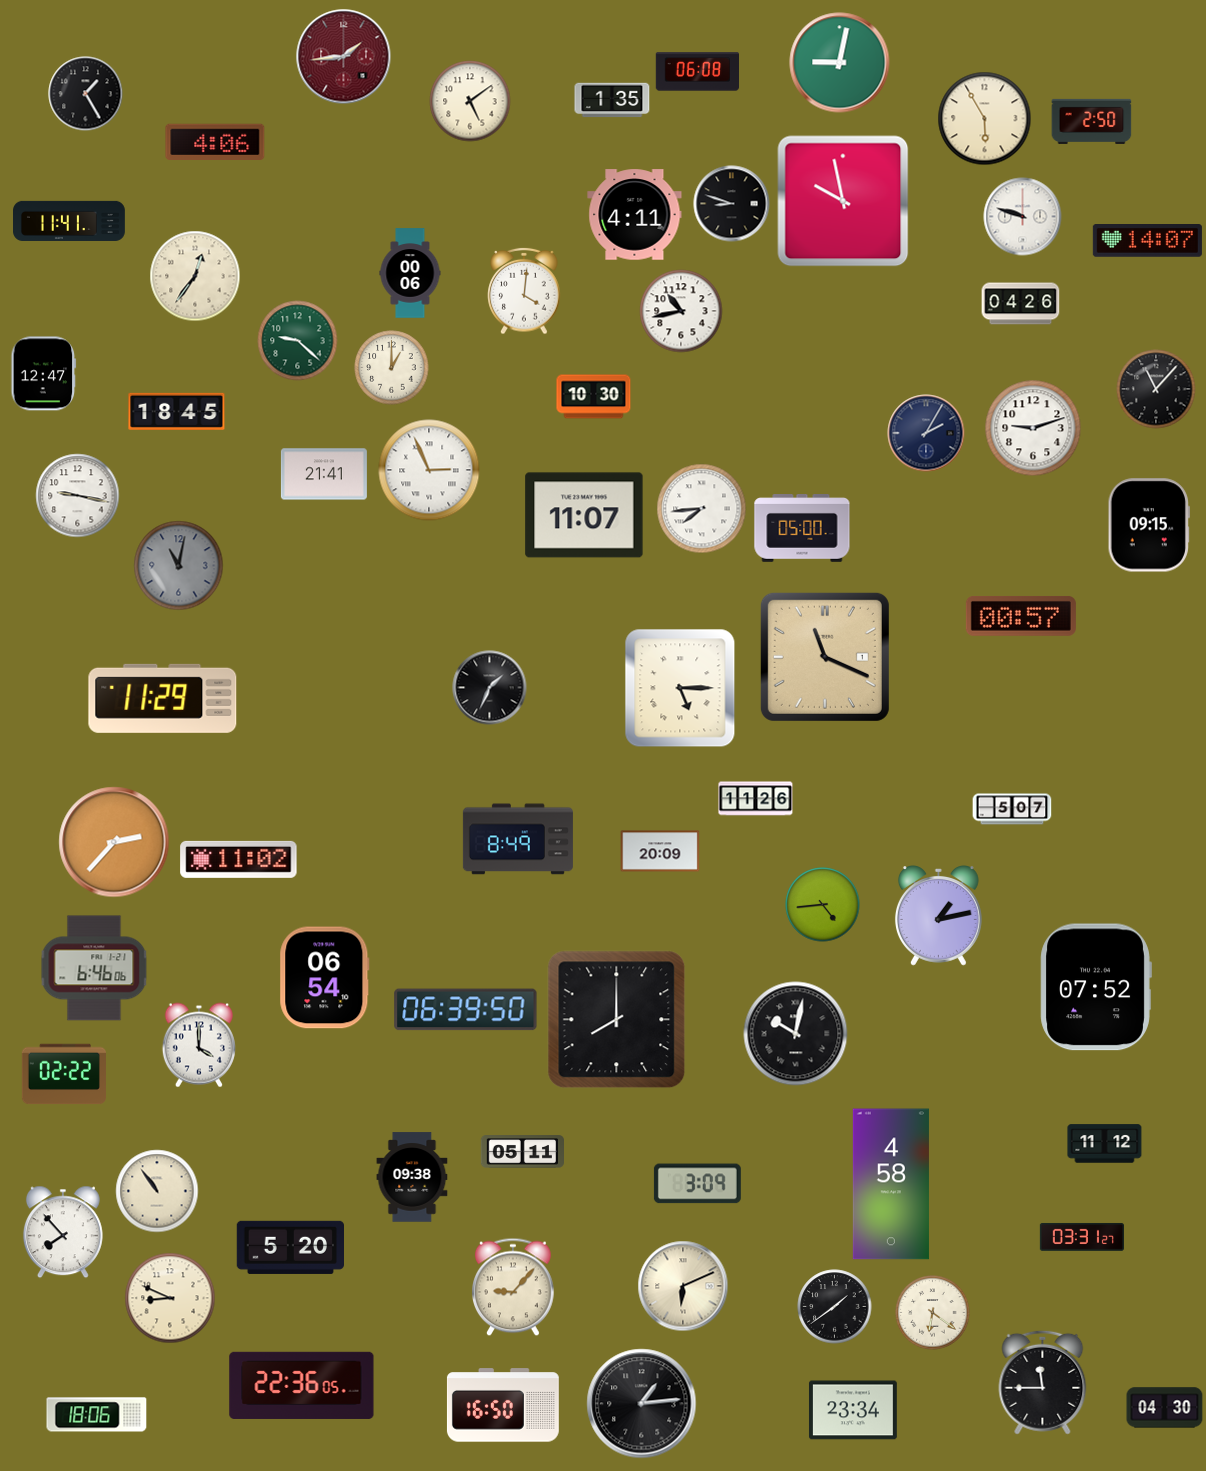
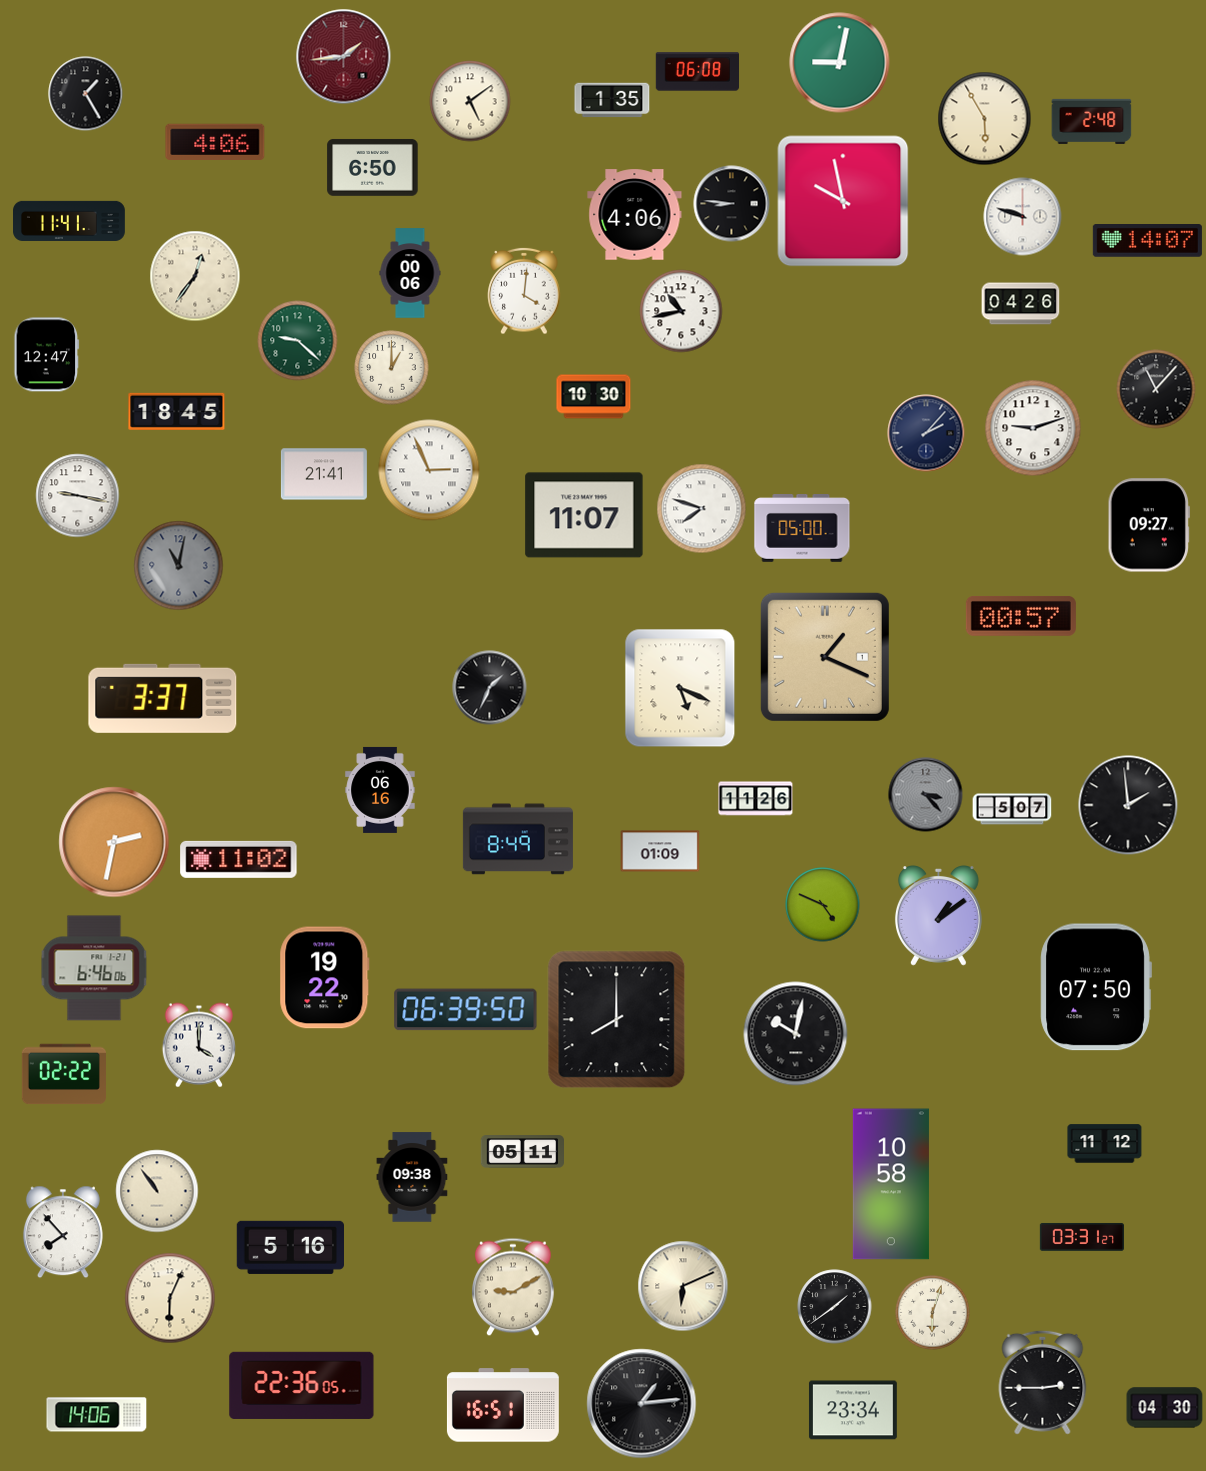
clock at (1092, 121): 2:50 -> 2:48
clock at (373, 167): none -> 6:50
clock at (732, 204): 8:48 -> 8:46
clock at (635, 215): 4:11 -> 4:06
clock at (44, 374) position: (44, 374) -> (47, 355)
clock at (926, 433): 2:05 -> 2:07
clock at (702, 509): 7:44 -> 7:48
clock at (1149, 525): 09:15 -> 09:27
clock at (825, 657): 11:19 -> 1:19
clock at (680, 688): 5:15 -> 5:19
clock at (163, 698): 11:29 -> 3:37
clock at (380, 790): none -> 06:16
clock at (926, 795): none -> 3:23
clock at (1128, 805): none -> 1:59
clock at (114, 842): 2:37 -> 2:32
clock at (660, 851): 20:09 -> 01:09
clock at (823, 905): 4:44 -> 4:49
clock at (938, 916): 1:13 -> 1:09
clock at (325, 978): 06:54 -> 19:22
clock at (1096, 987): 07:52 -> 07:50
clock at (697, 1184): 3:09 -> none
clock at (891, 1184): 4:58 -> 10:58
clock at (290, 1247): 5:20 -> 5:16
clock at (514, 1287): 9:07 -> 9:10
clock at (170, 1298): 8:49 -> 6:04
clock at (933, 1313): 6:21 -> 6:03
clock at (1043, 1382): 11:45 -> 2:45
clock at (503, 1405): 16:50 -> 16:51
clock at (97, 1415): 18:06 -> 14:06
